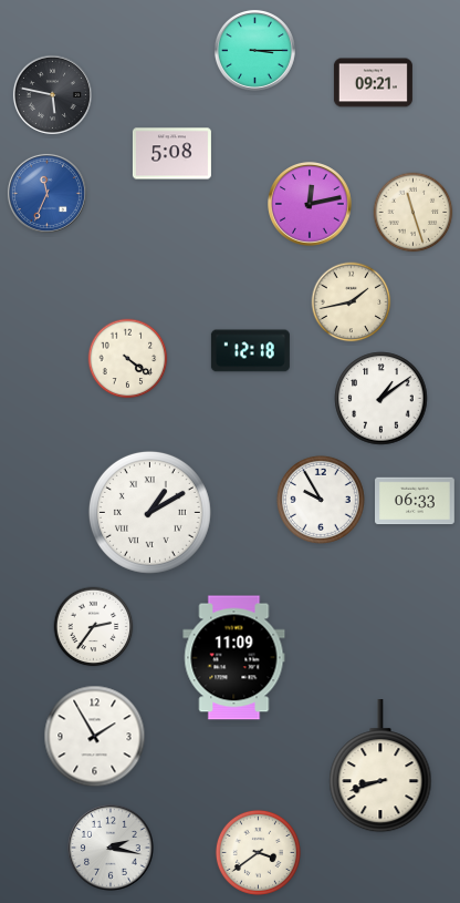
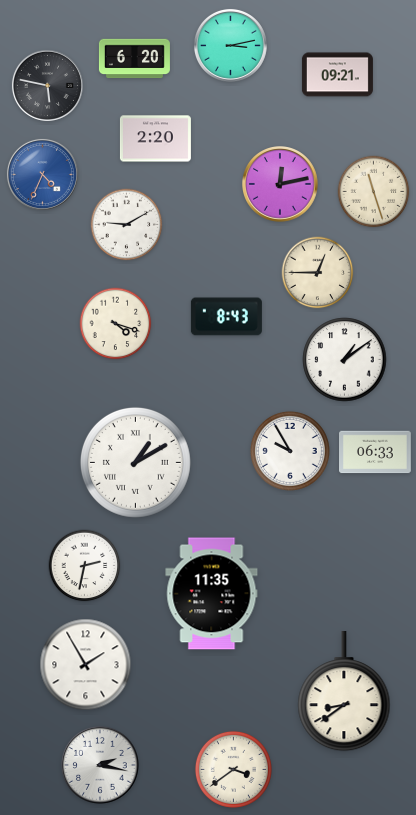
clock at (254, 50): 3:15 -> 3:13
clock at (134, 59): none -> 6:20
clock at (171, 154): 5:08 -> 2:20
clock at (46, 193): 11:34 -> 4:34
clock at (127, 225): none -> 9:10
clock at (352, 302): 1:43 -> 12:45
clock at (250, 351): 12:18 -> 8:43
clock at (128, 359): 4:21 -> 4:18
clock at (94, 627): 2:36 -> 2:32
clock at (234, 658): 11:09 -> 11:35
clock at (380, 766): 8:42 -> 8:39
